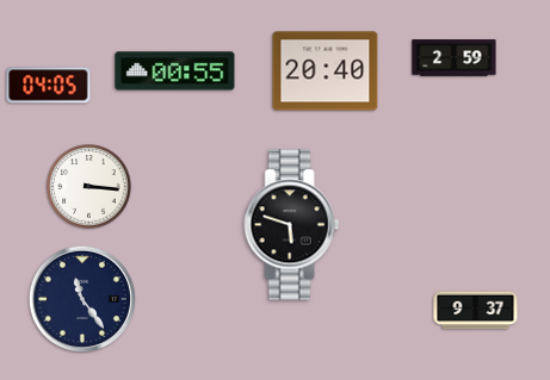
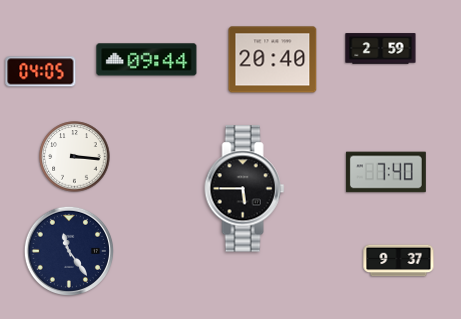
clock at (175, 71): 00:55 -> 09:44
clock at (386, 172): none -> 7:40
clock at (292, 225): 5:48 -> 5:45
